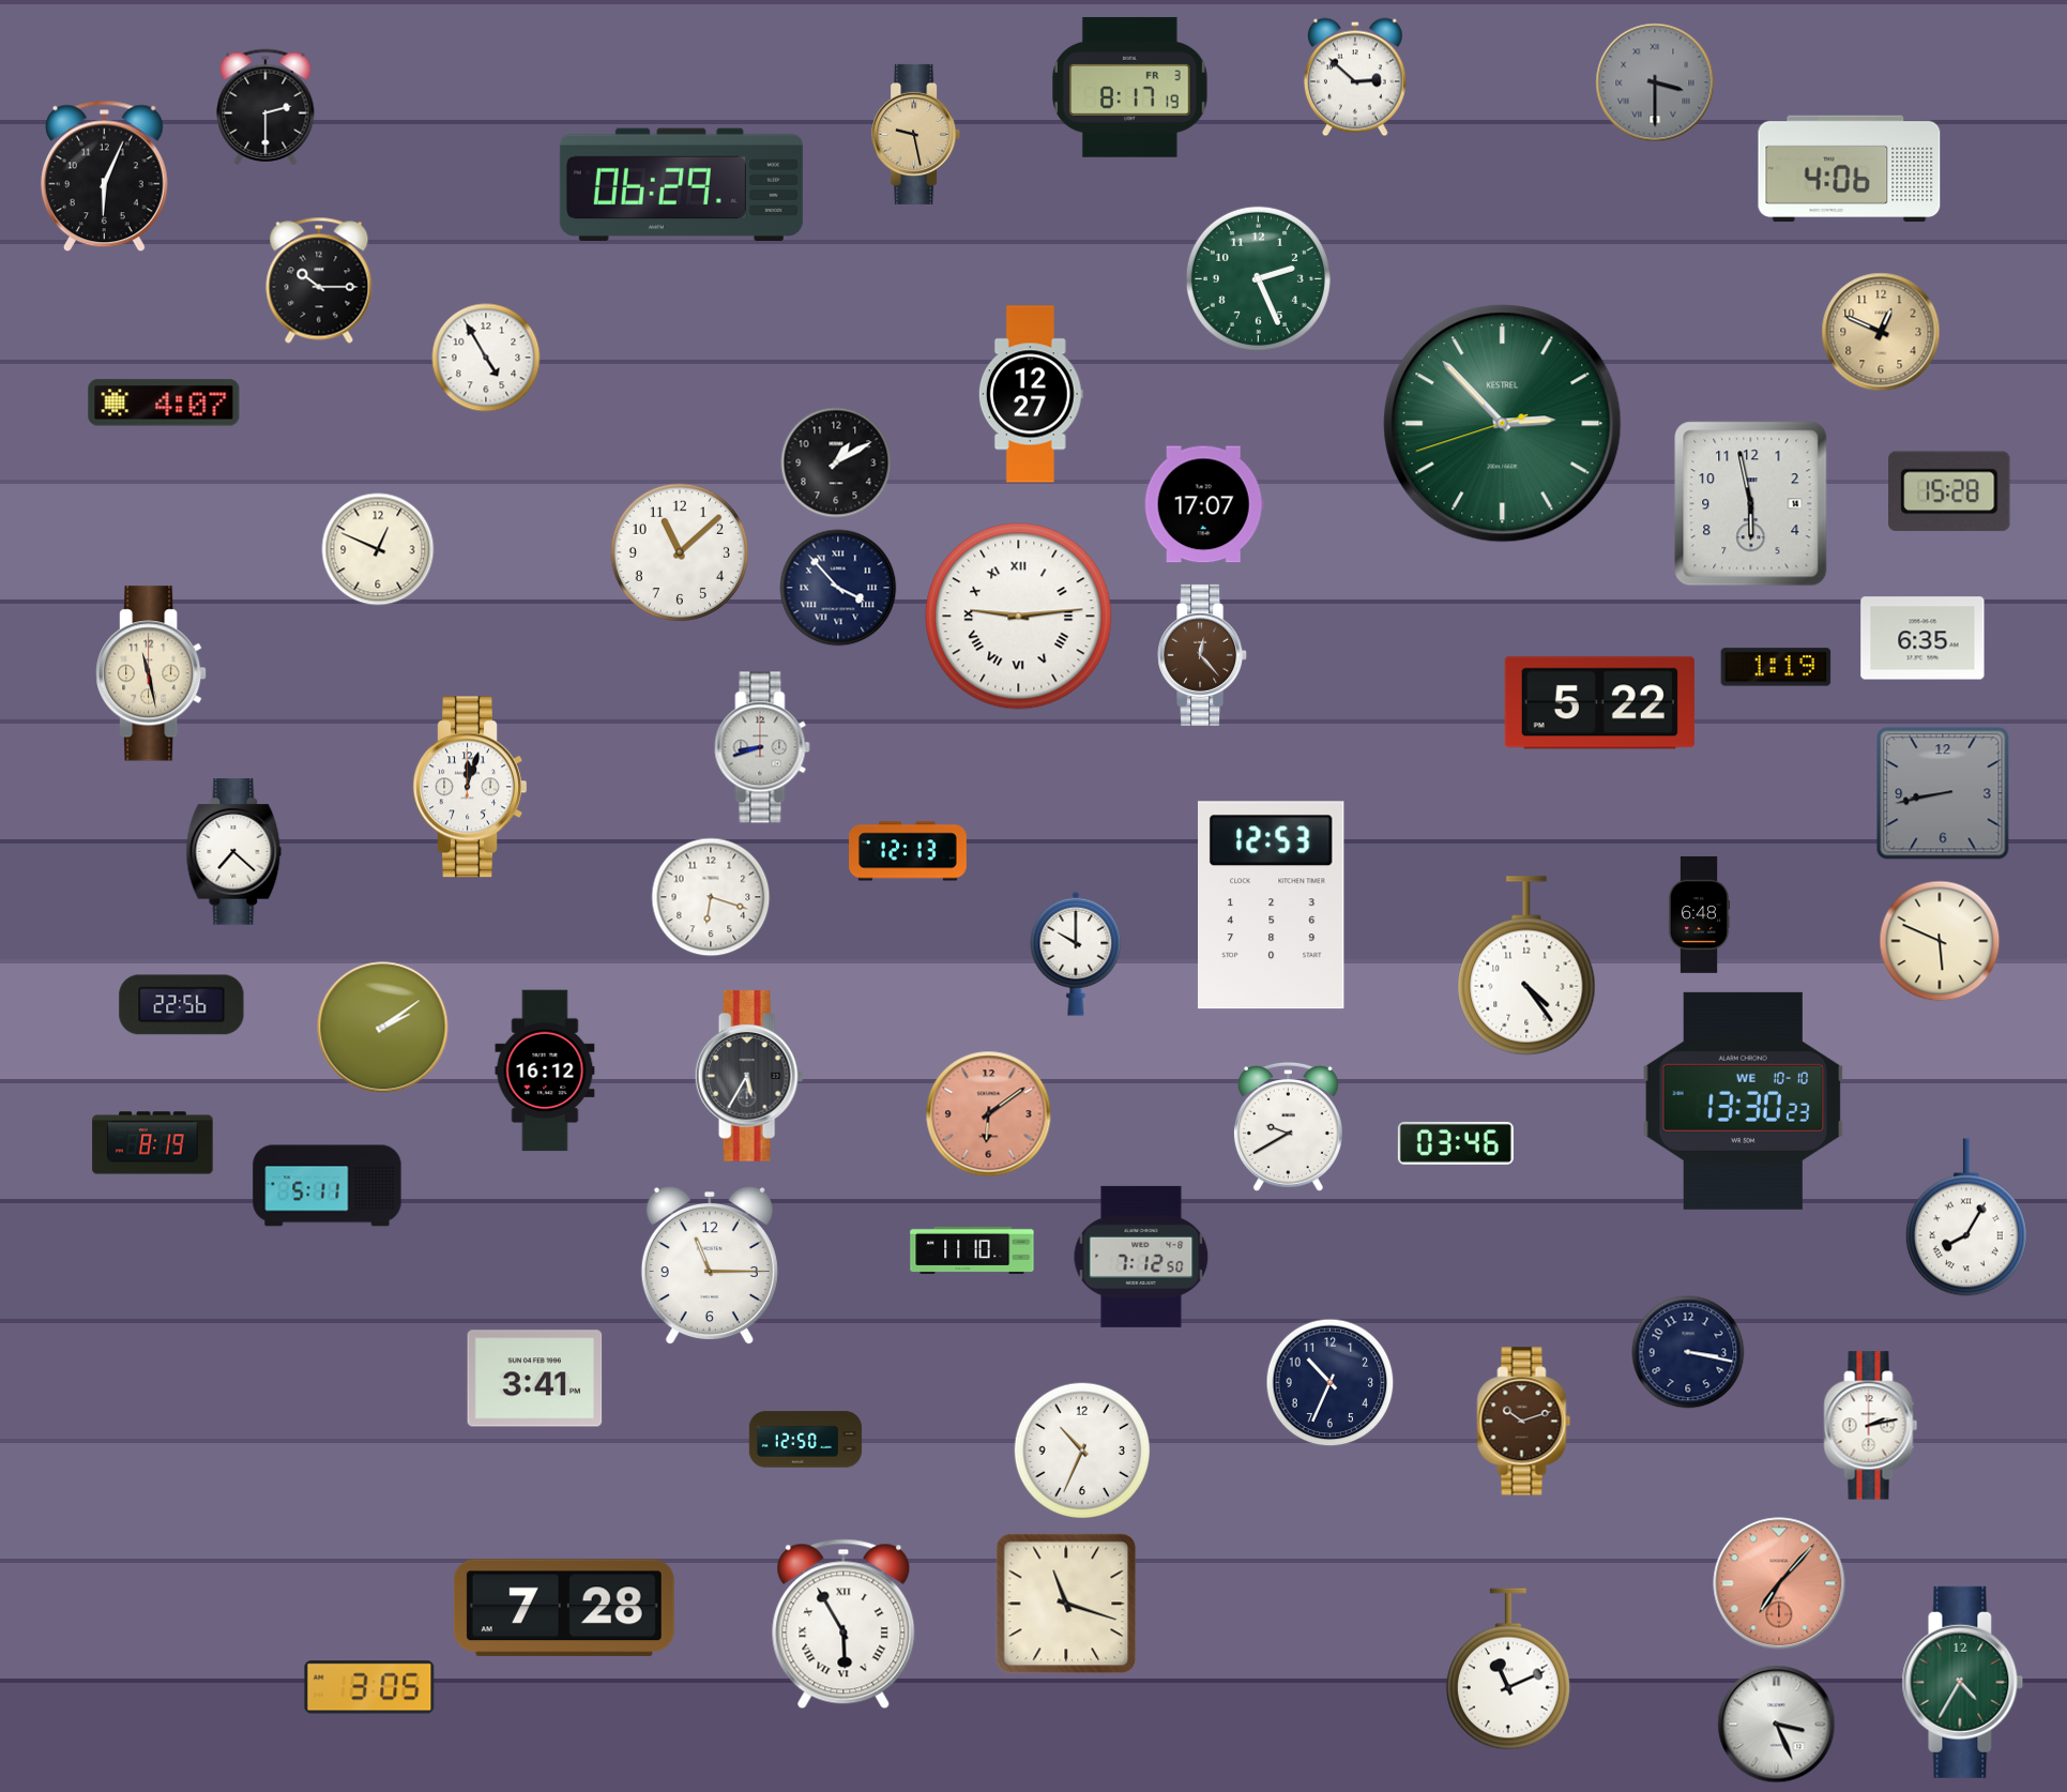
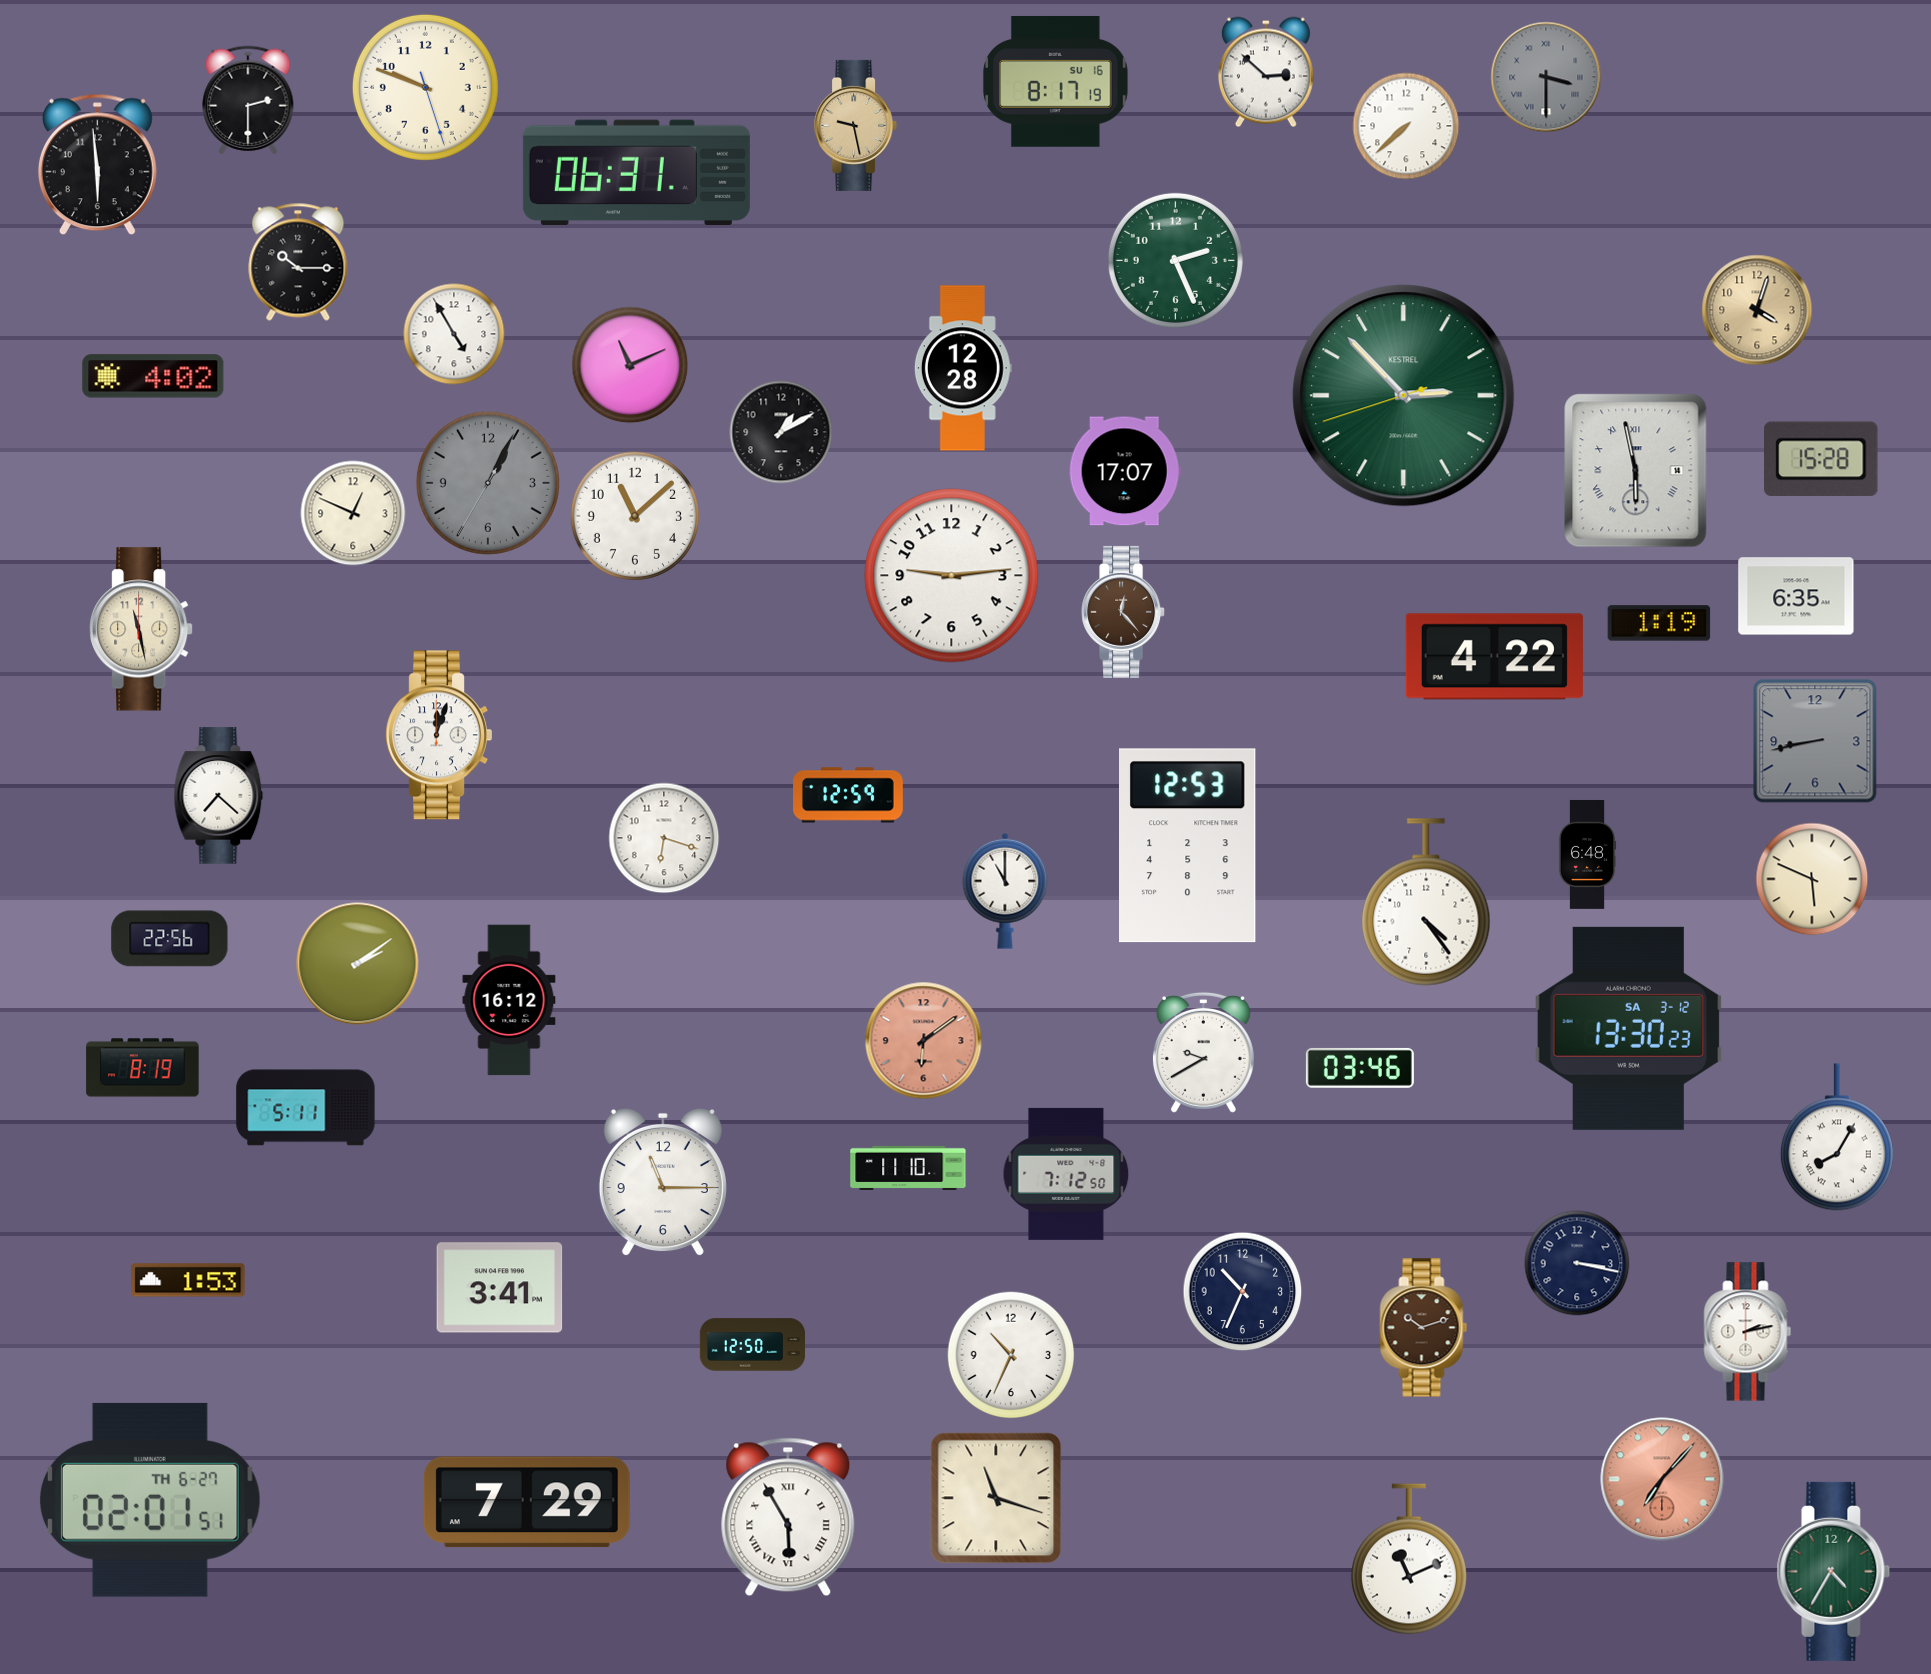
clock at (1130, 88) date: FR 3 -> SU 16
clock at (425, 87): none -> 9:48
clock at (1406, 126): none -> 7:38
clock at (1850, 169): 4:06 -> none
clock at (104, 177): 6:04 -> 5:59
clock at (681, 184): 06:29 -> 06:31
clock at (1881, 332): 12:49 -> 4:03
clock at (630, 365): none -> 11:11
clock at (1031, 394): 12:27 -> 12:28
clock at (164, 403): 4:07 -> 4:02
clock at (1751, 504) numerals: Arabic -> Roman
clock at (488, 483): none -> 1:04
clock at (838, 588): 3:53 -> none
clock at (1019, 617) numerals: Roman -> Arabic
clock at (1599, 703): 5:22 -> 4:22
clock at (762, 747): 8:42 -> none
clock at (909, 851): 12:13 -> 12:59
clock at (1076, 954): 10:00 -> 11:00
clock at (383, 1028) position: (383, 1028) -> (358, 964)
clock at (749, 1076): 5:35 -> none
clock at (1744, 1100) date: WE 10-10 -> SA 3-12
clock at (188, 1280): none -> 1:53
clock at (150, 1500): none -> 02:01
clock at (564, 1608): 7:28 -> 7:29
clock at (369, 1687): 3:05 -> none
clock at (1777, 1725): 3:26 -> none
